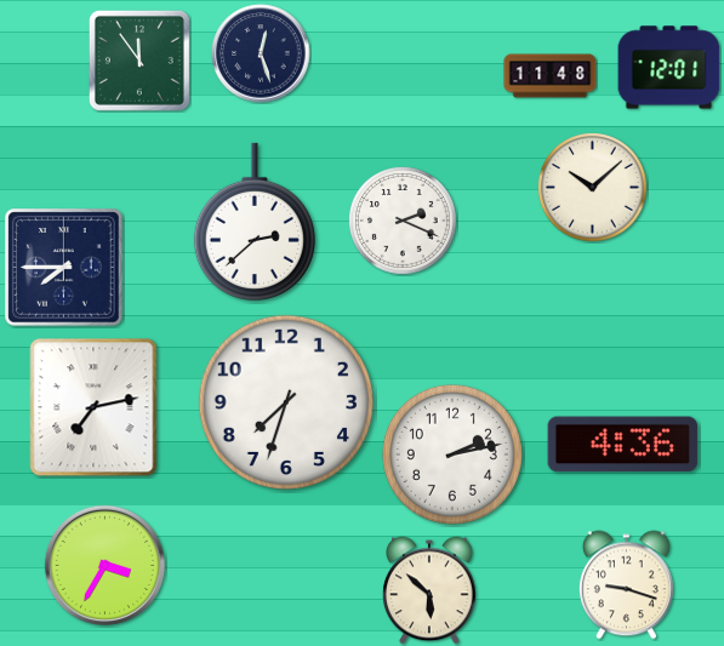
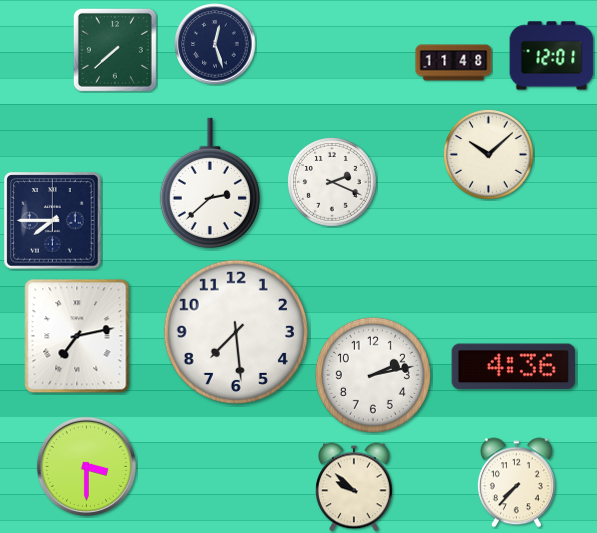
clock at (139, 61): 11:54 -> 7:38
clock at (286, 402): 7:33 -> 7:29
clock at (104, 565): 3:35 -> 3:30
clock at (626, 585): 9:18 -> 7:37
clock at (429, 590): 5:52 -> 9:52
